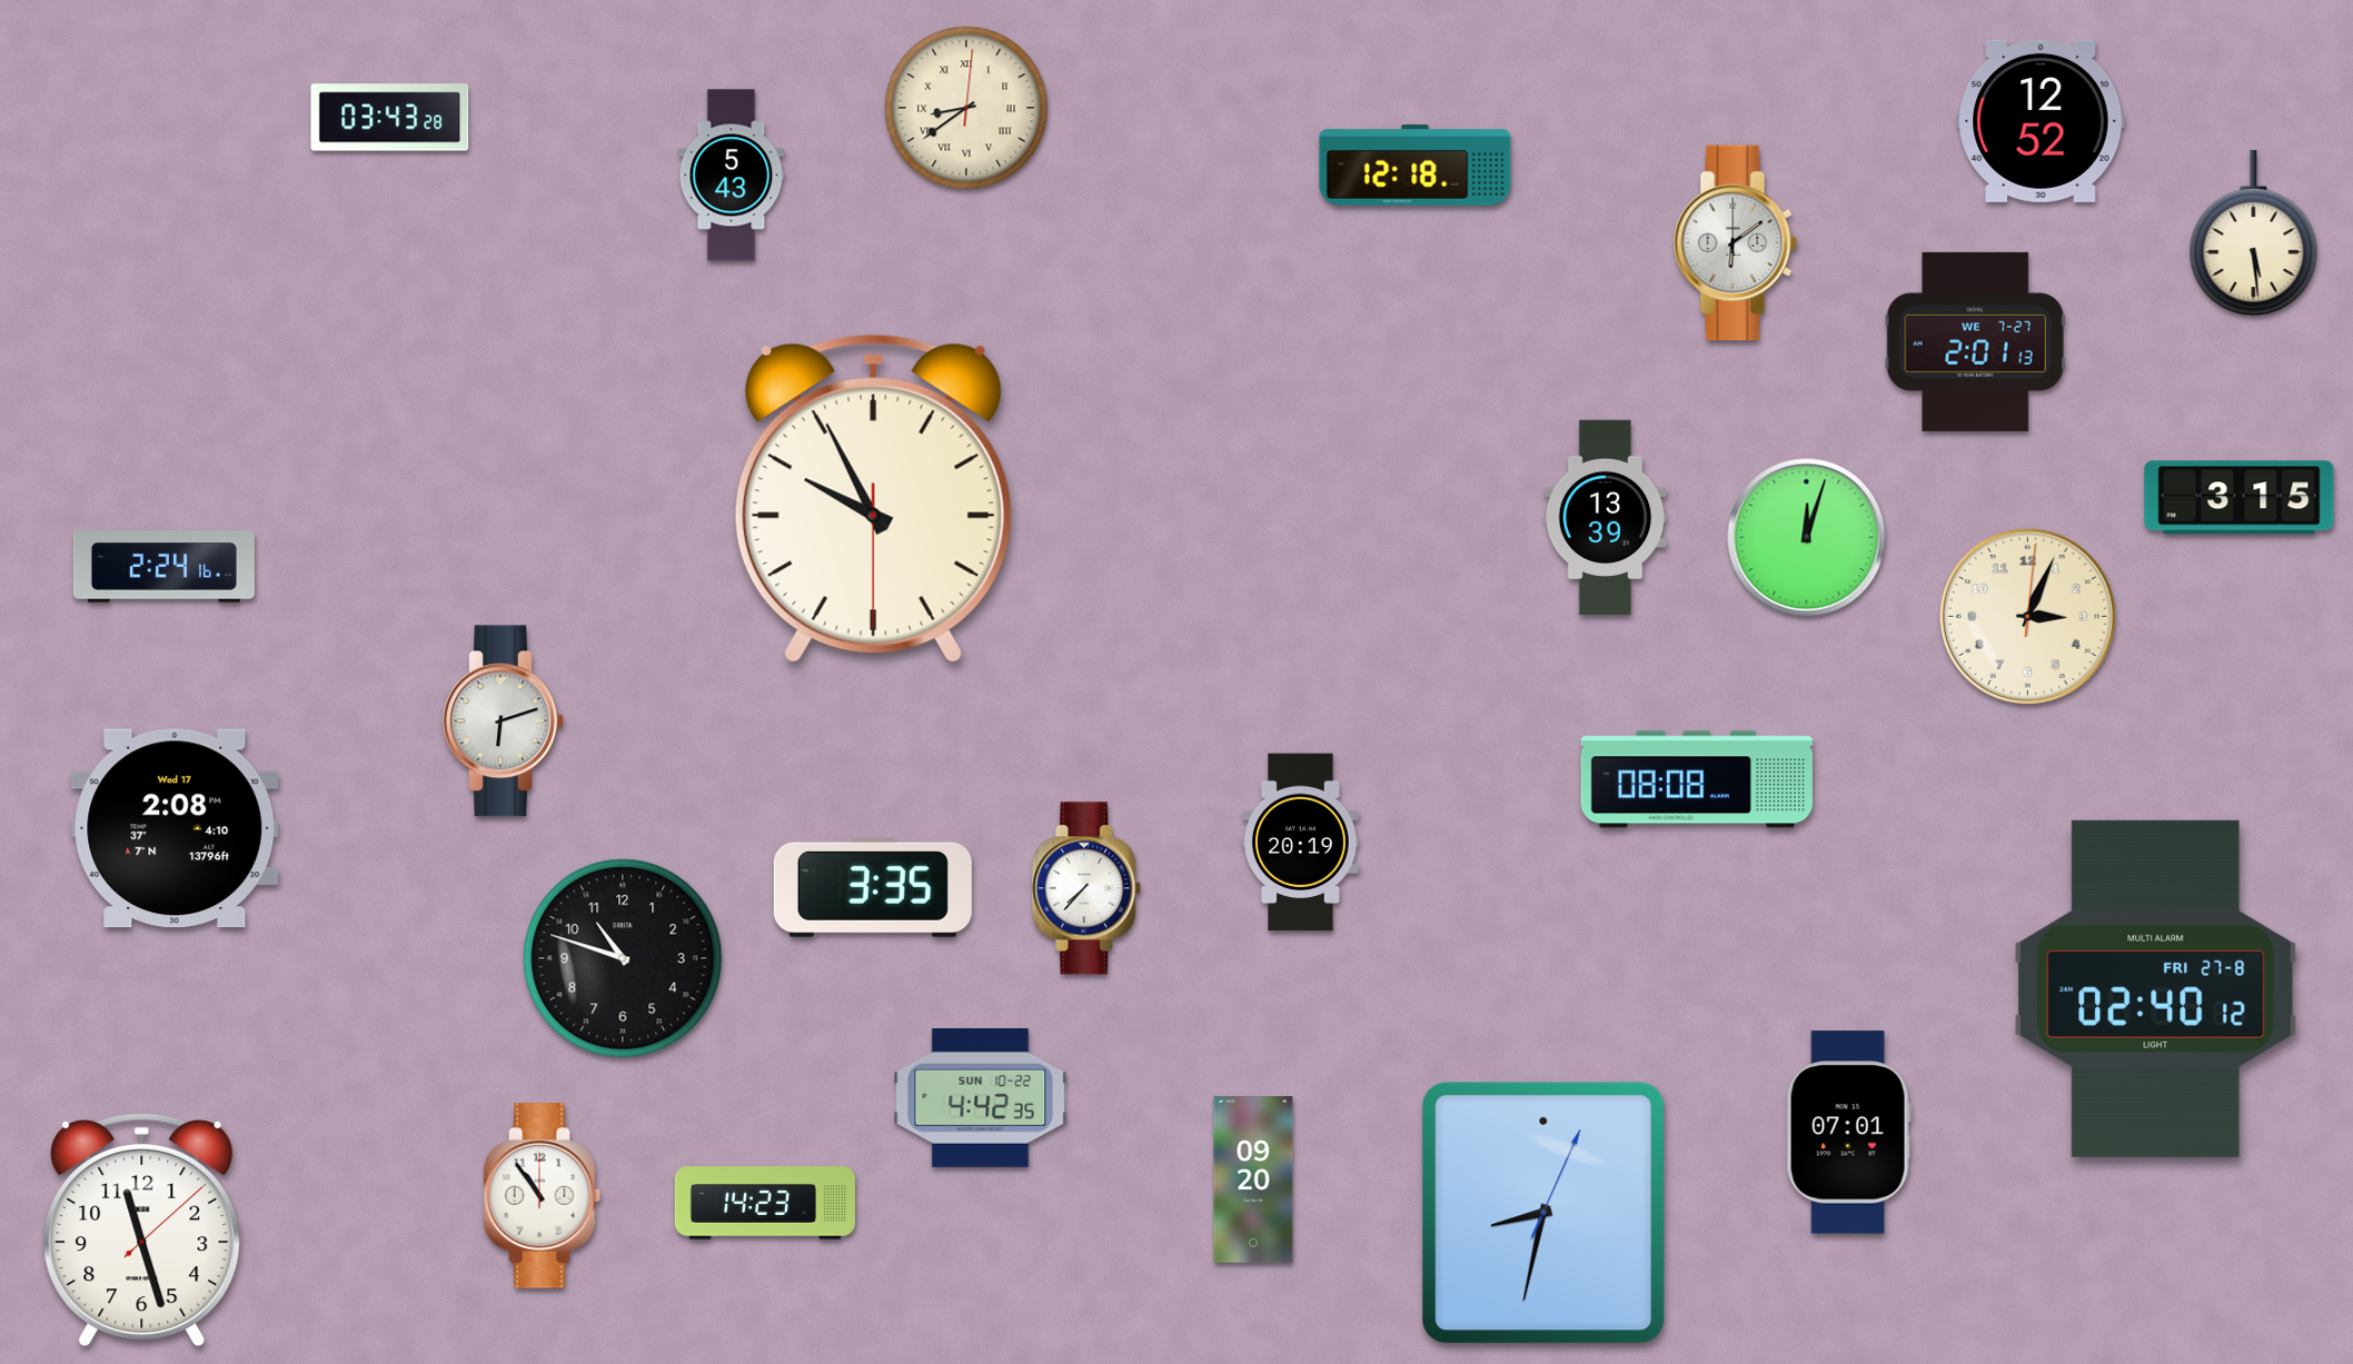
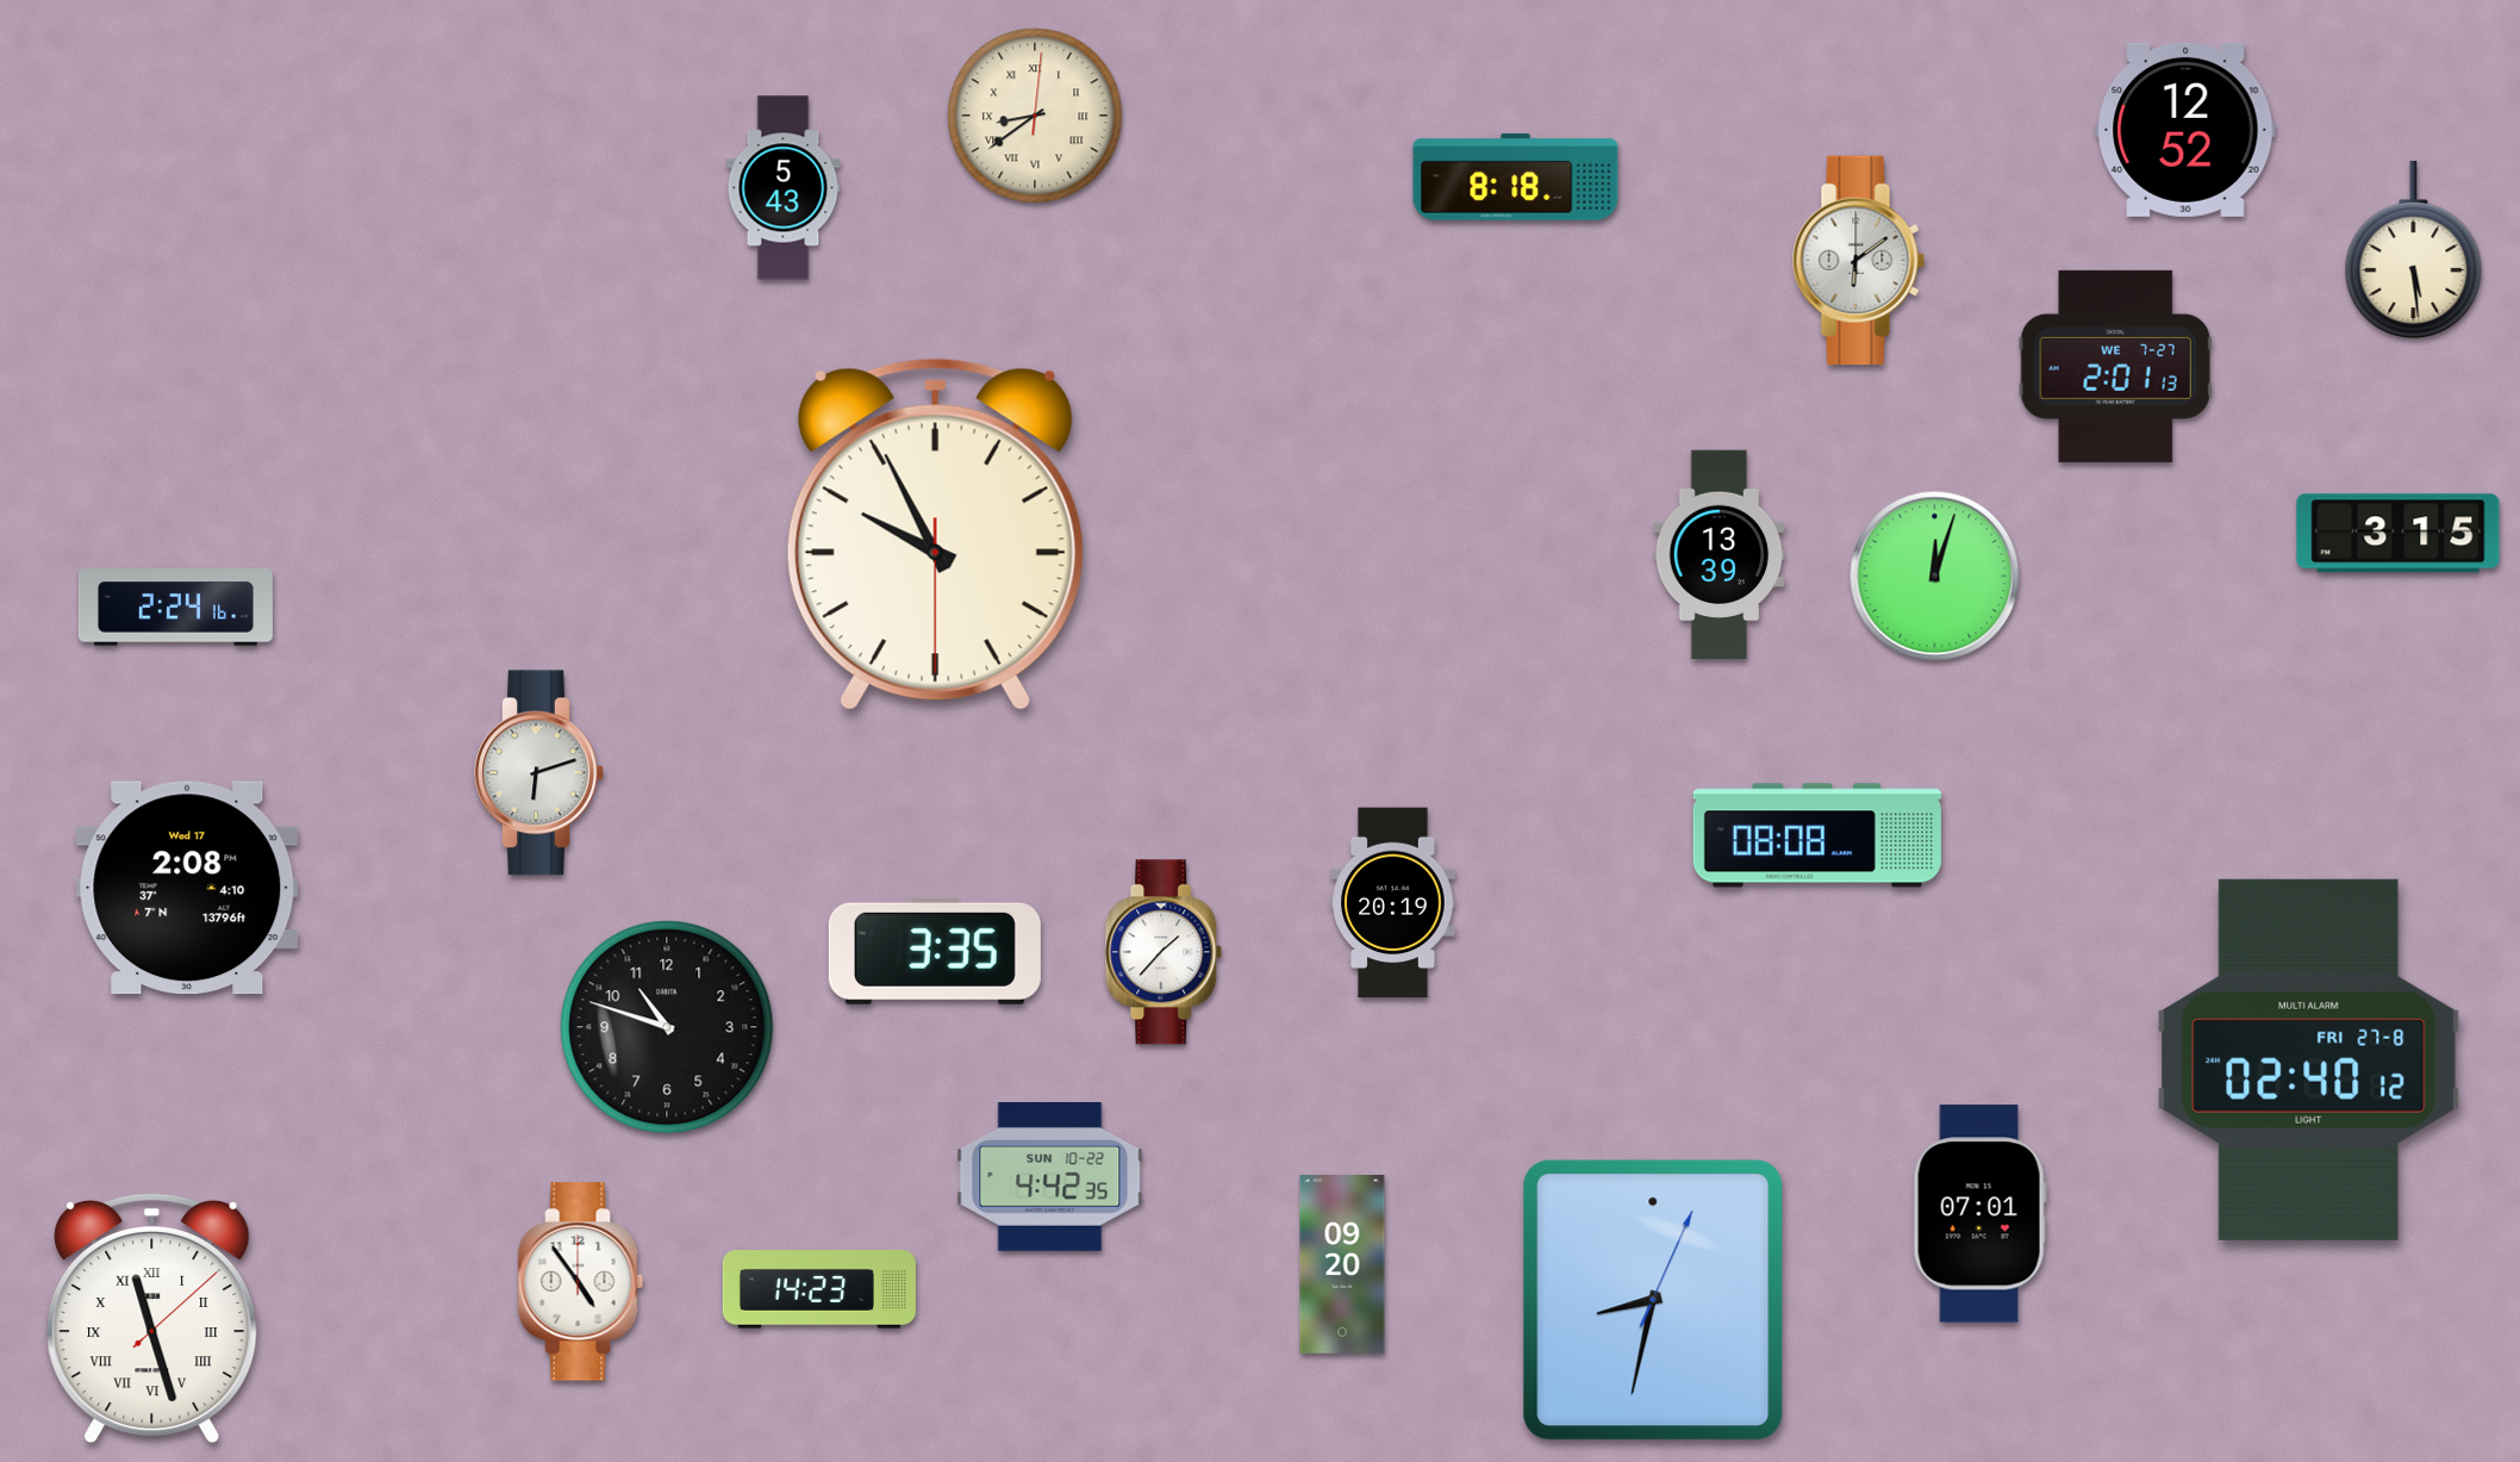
clock at (390, 118): 03:43 -> none
clock at (1416, 166): 12:18 -> 8:18
clock at (2027, 616): 3:04 -> none
clock at (1086, 888): 7:37 -> 1:37
clock at (543, 1196): 10:54 -> 4:54
clock at (142, 1229) numerals: Arabic -> Roman
